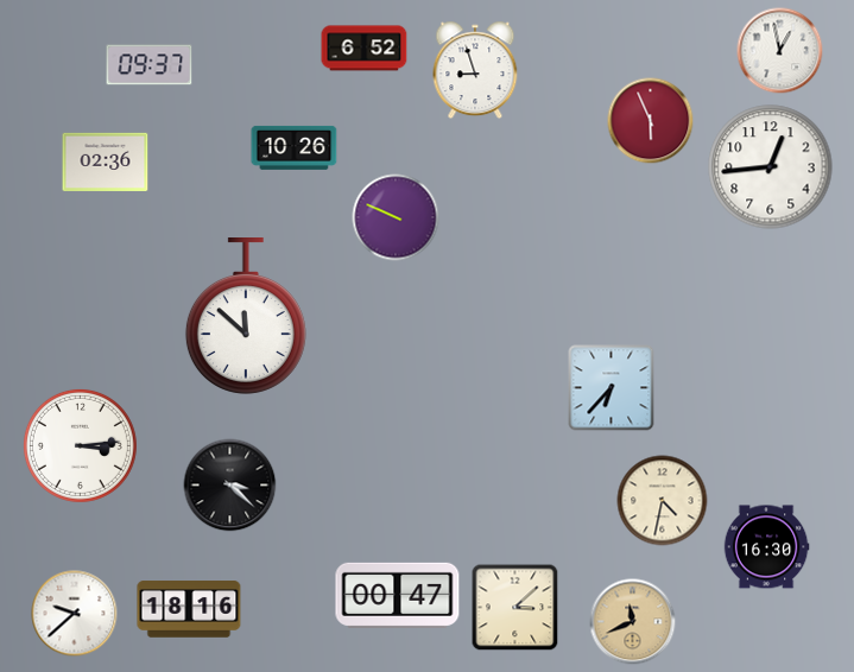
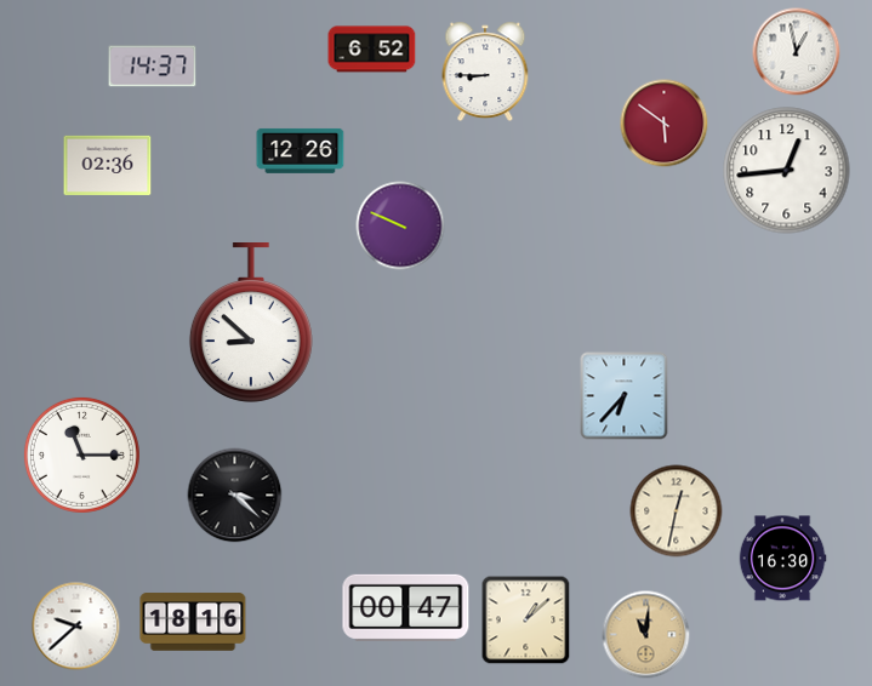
clock at (150, 65): 09:37 -> 14:37
clock at (475, 70): 8:57 -> 8:45
clock at (651, 121): 5:56 -> 5:51
clock at (295, 147): 10:26 -> 12:26
clock at (396, 217) position: (396, 217) -> (400, 225)
clock at (246, 317): 11:52 -> 8:52
clock at (80, 445): 3:14 -> 11:15
clock at (663, 501): 4:32 -> 12:32
clock at (515, 608): 3:08 -> 1:08
clock at (633, 622): 11:41 -> 11:01
